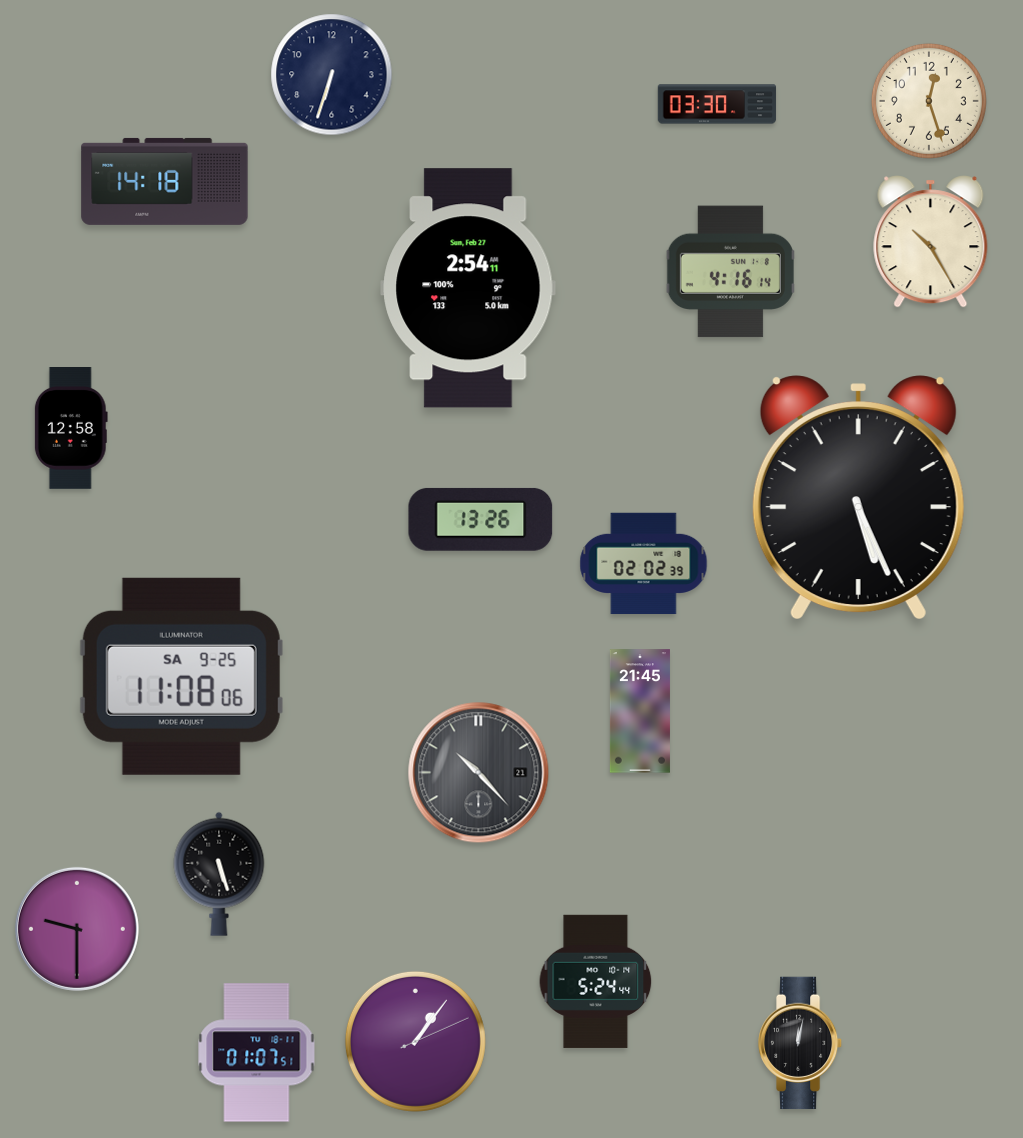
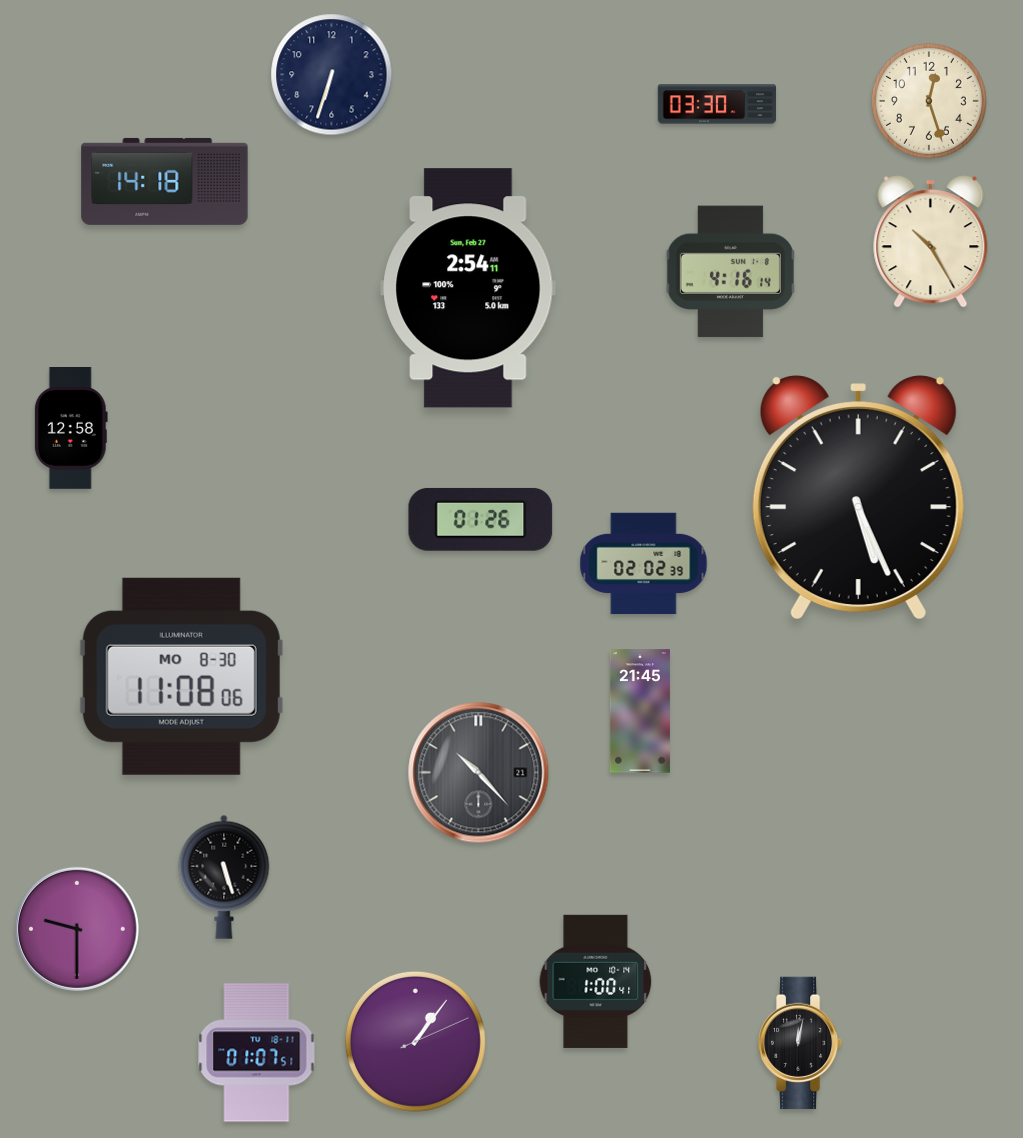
clock at (481, 519): 13:26 -> 01:26
clock at (181, 676) date: SA 9-25 -> MO 8-30
clock at (219, 874) position: (219, 874) -> (224, 877)
clock at (596, 981): 5:24 -> 1:00
